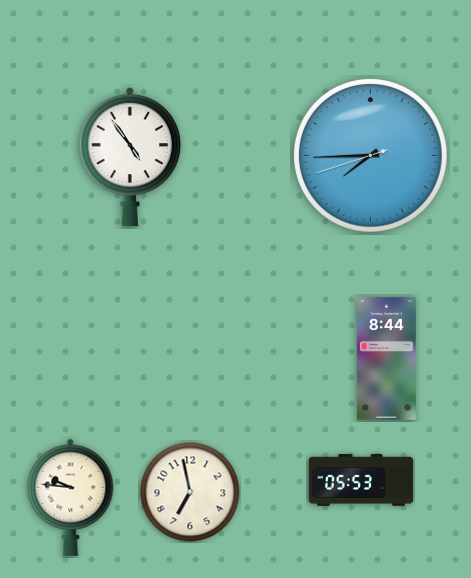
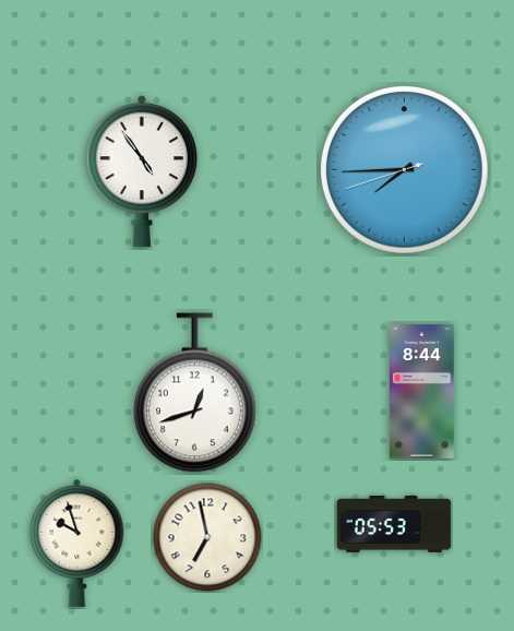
clock at (195, 393): none -> 12:42
clock at (71, 497): 9:46 -> 9:57
